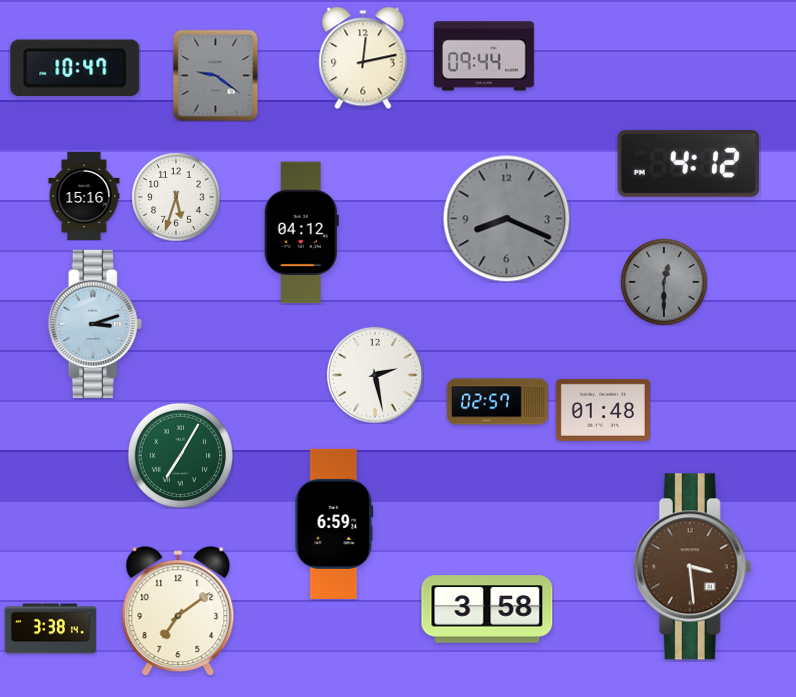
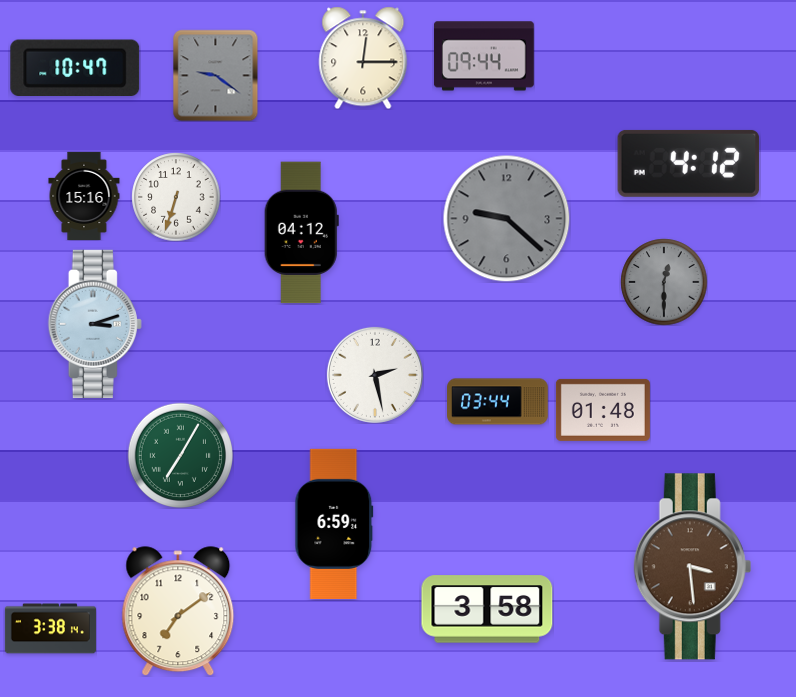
clock at (363, 58): 12:13 -> 12:15
clock at (176, 197): 5:33 -> 6:33
clock at (506, 218): 8:19 -> 9:22
clock at (498, 402): 02:57 -> 03:44
